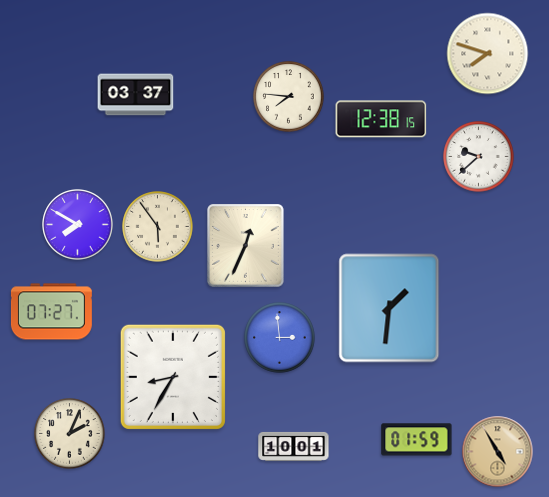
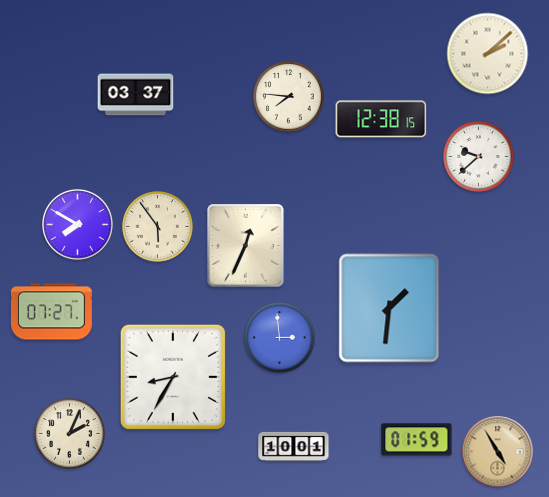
clock at (488, 54): 7:48 -> 2:08
